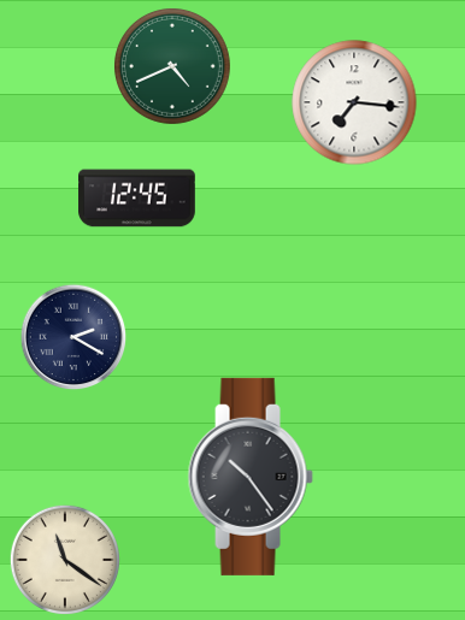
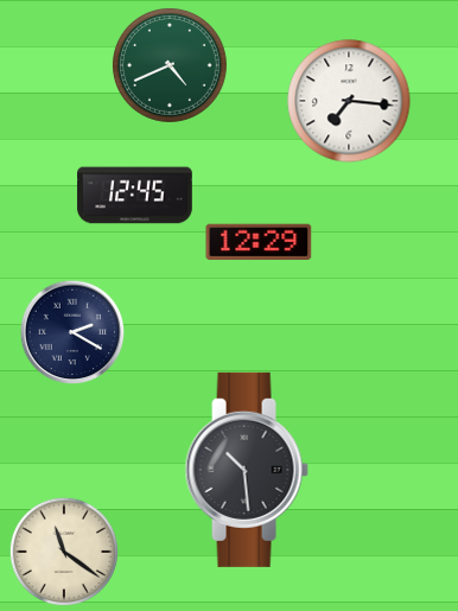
clock at (259, 242): none -> 12:29
clock at (251, 477): 10:24 -> 10:29
